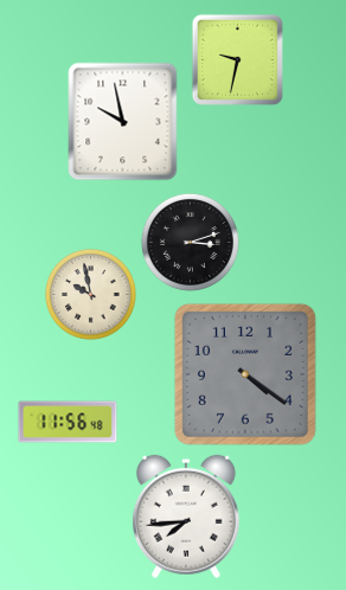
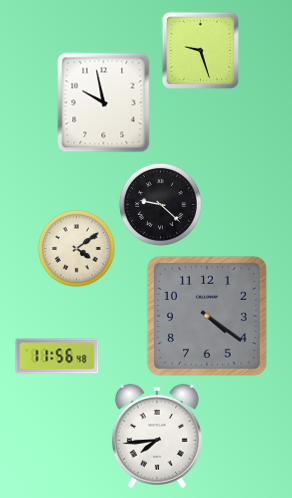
clock at (237, 59): 9:32 -> 9:27
clock at (190, 242): 3:12 -> 9:22
clock at (90, 294): 9:58 -> 4:09
